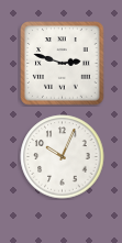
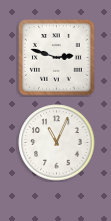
clock at (63, 157): 10:04 -> 11:04
